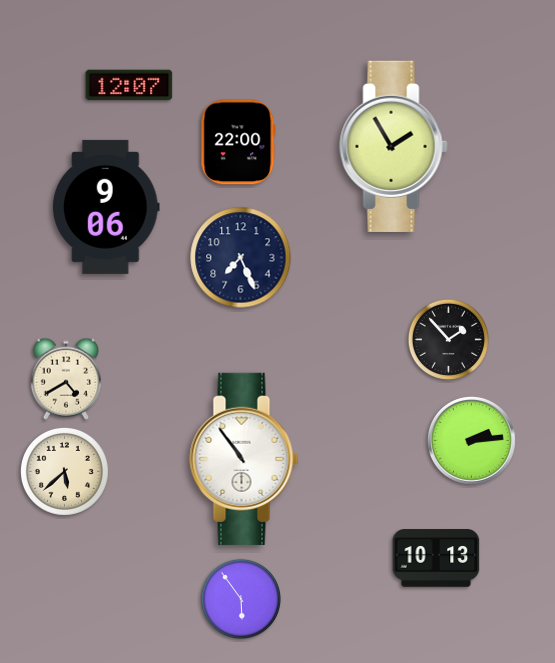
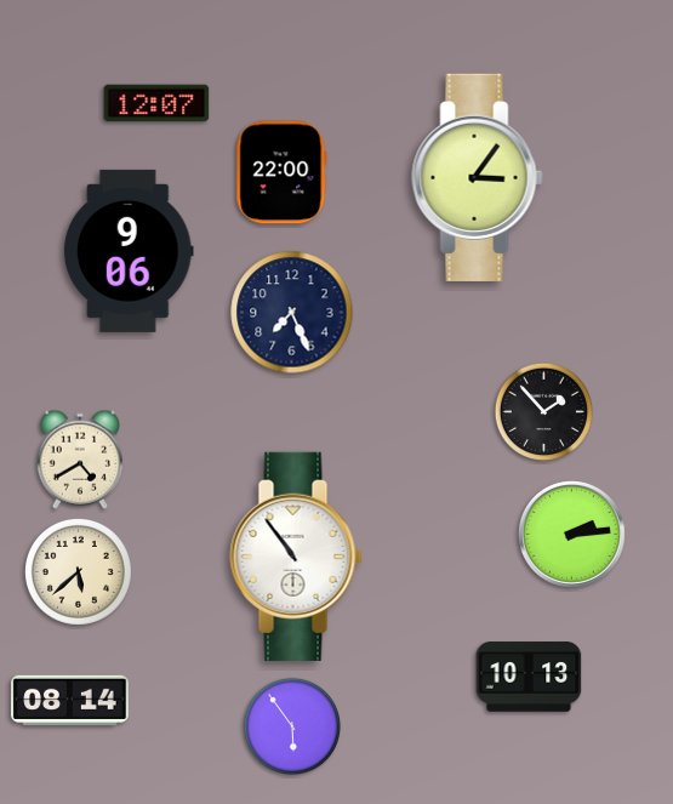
clock at (238, 142) position: (238, 142) -> (281, 172)
clock at (394, 146): 1:55 -> 3:06
clock at (70, 700): none -> 08:14
